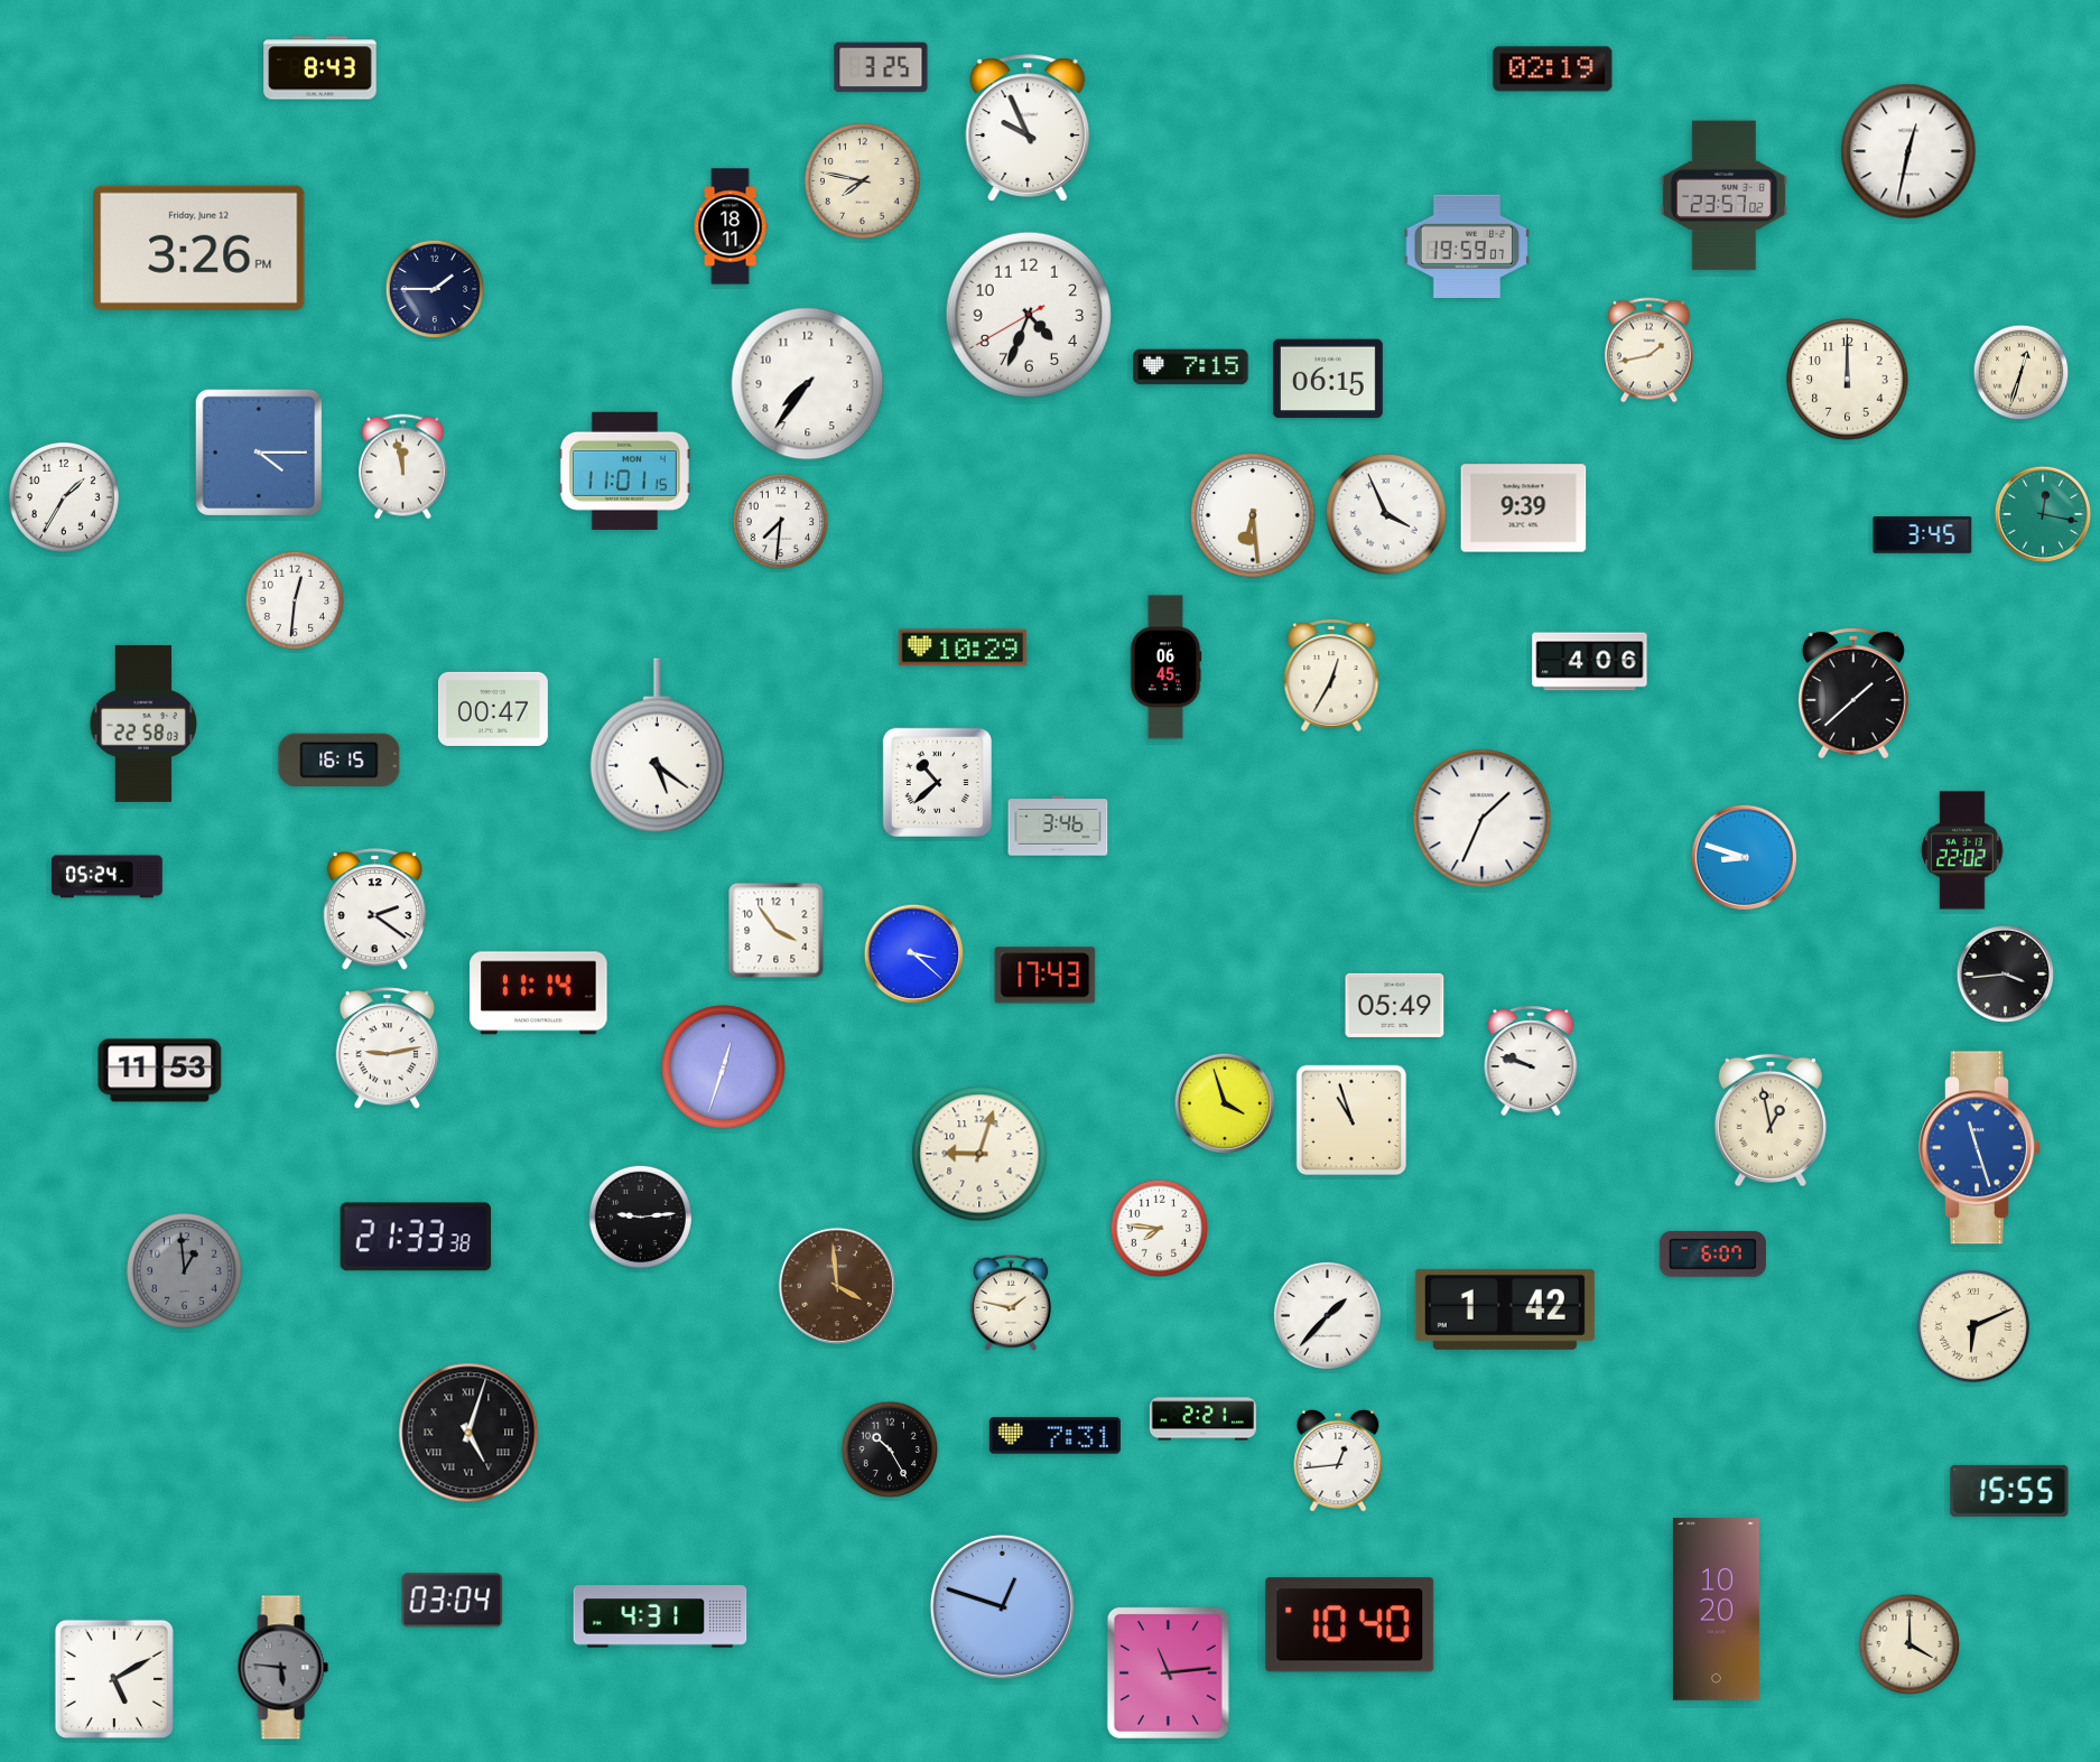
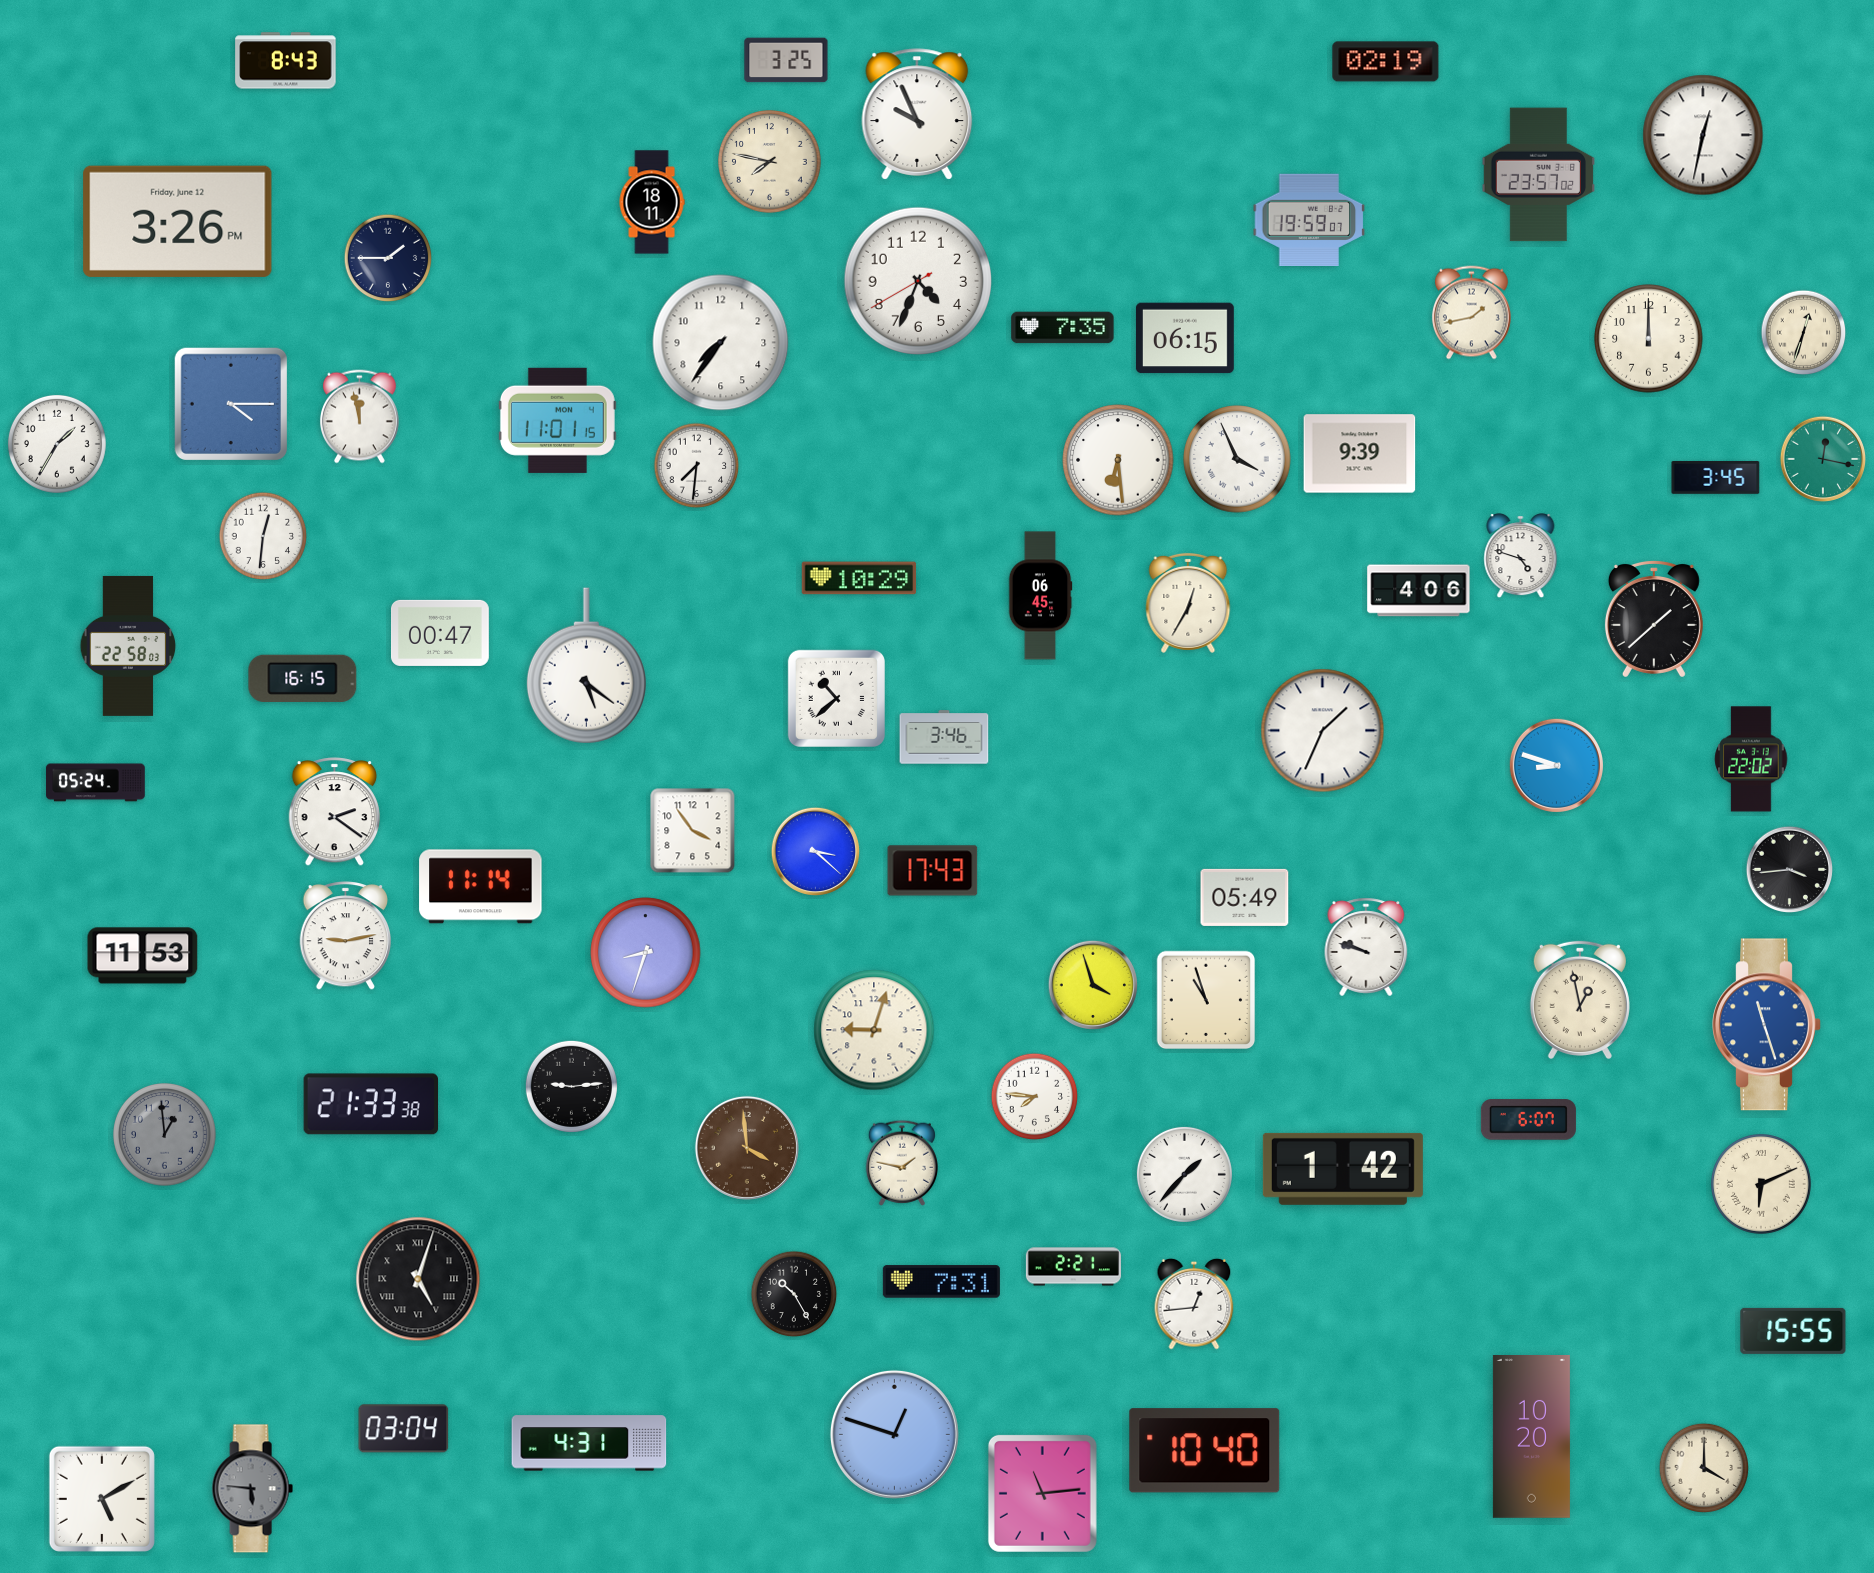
clock at (1191, 367): 7:15 -> 7:35
clock at (1521, 557): none -> 4:48
clock at (724, 1068): 12:33 -> 8:33
